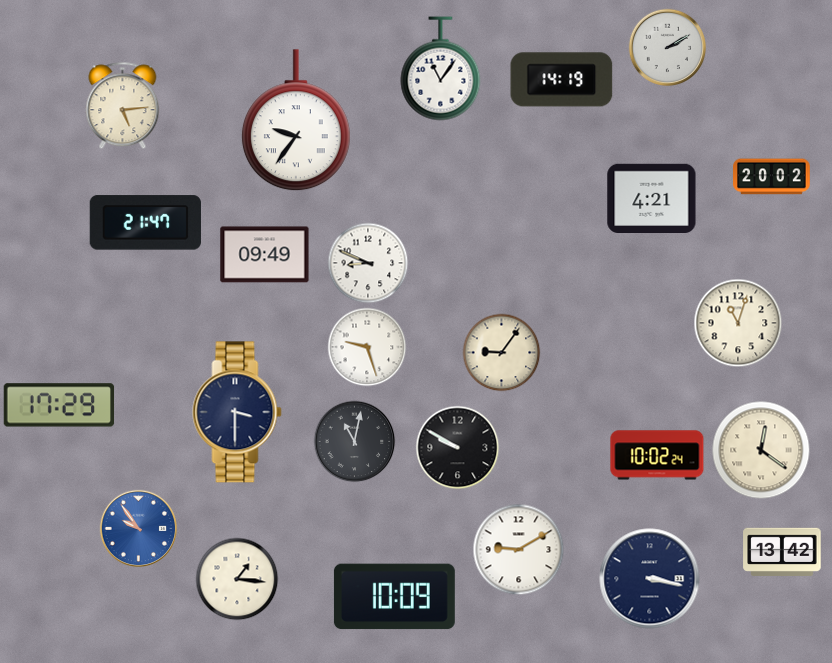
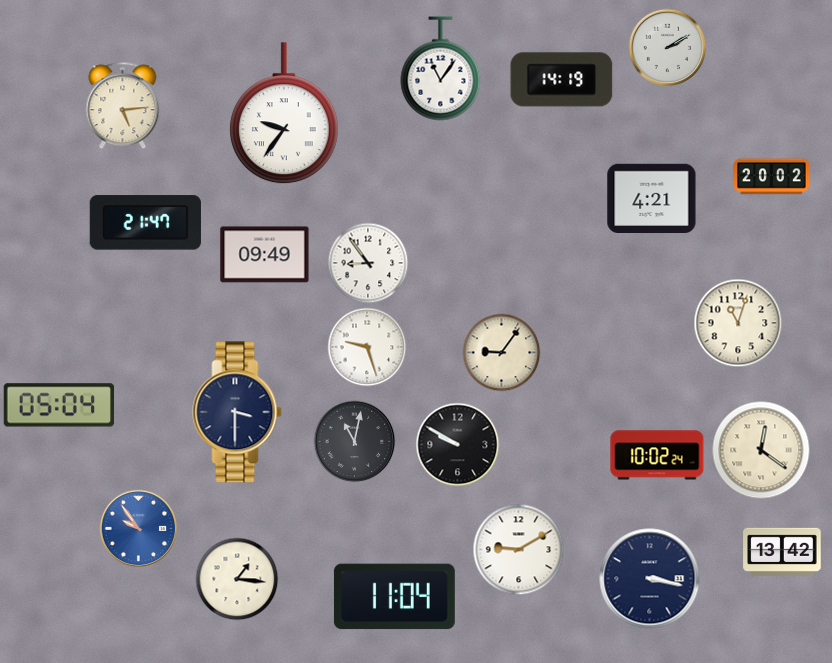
clock at (296, 121) position: (296, 121) -> (284, 114)
clock at (368, 263): 8:49 -> 8:54
clock at (59, 405): 17:29 -> 05:04
clock at (457, 447) position: (457, 447) -> (457, 444)
clock at (394, 597): 10:09 -> 11:04
